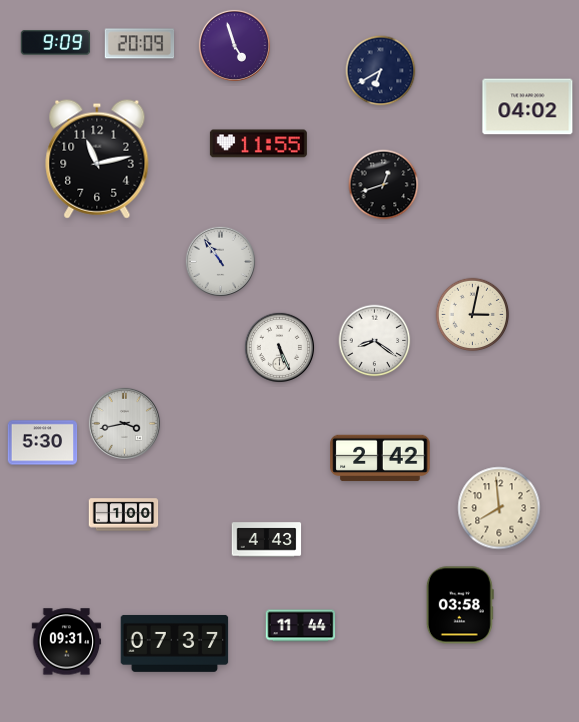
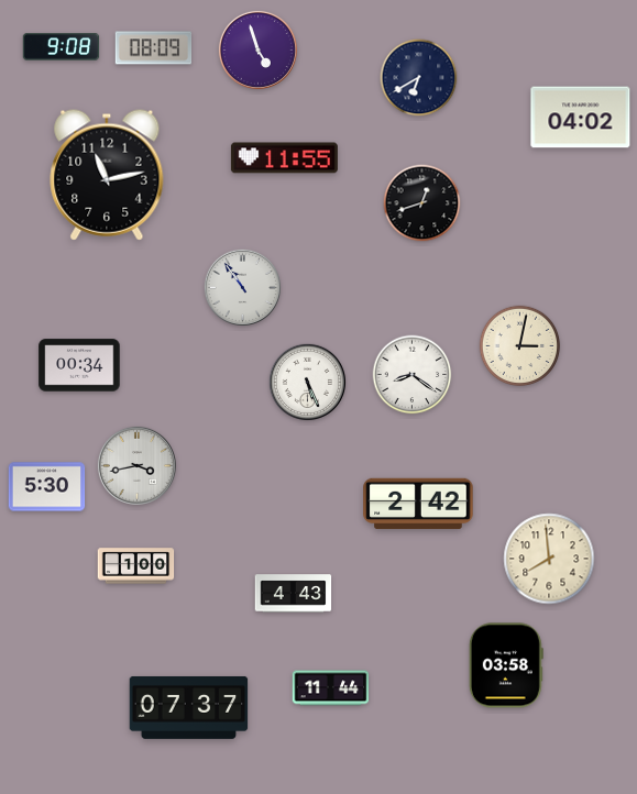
clock at (56, 43): 9:09 -> 9:08
clock at (140, 44): 20:09 -> 08:09
clock at (79, 365): none -> 00:34
clock at (67, 642): 09:31 -> none
clock at (175, 644) position: (175, 644) -> (189, 708)
